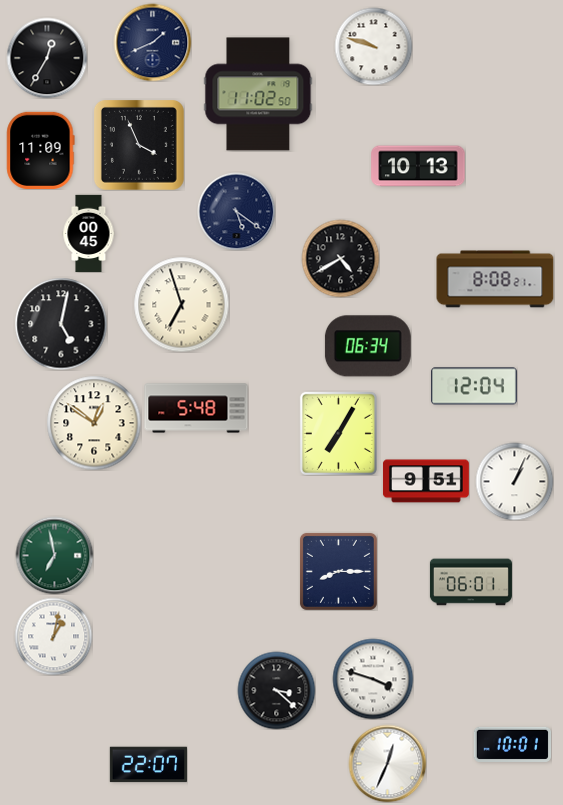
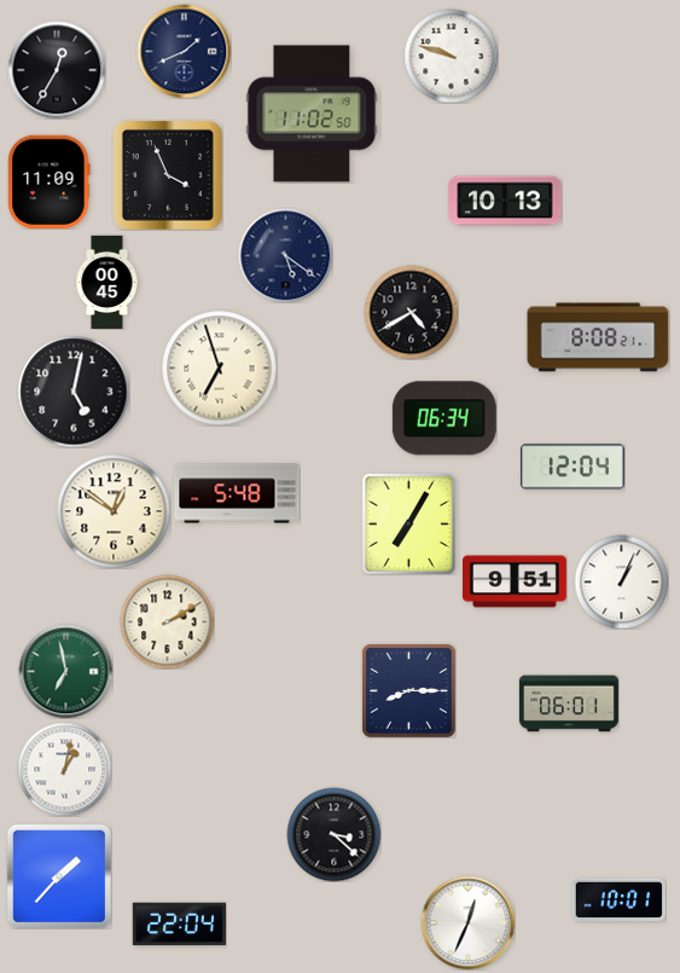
clock at (167, 621): none -> 2:10
clock at (373, 679): 3:48 -> none
clock at (58, 875): none -> 1:37
clock at (148, 765): 22:07 -> 22:04
